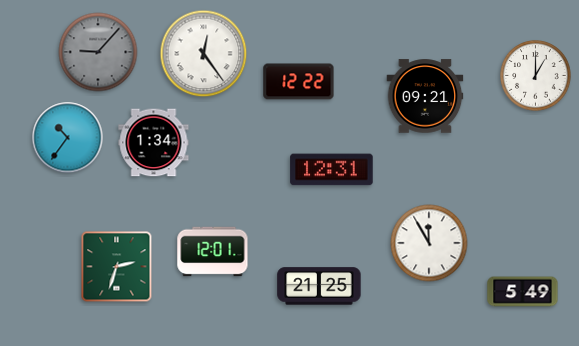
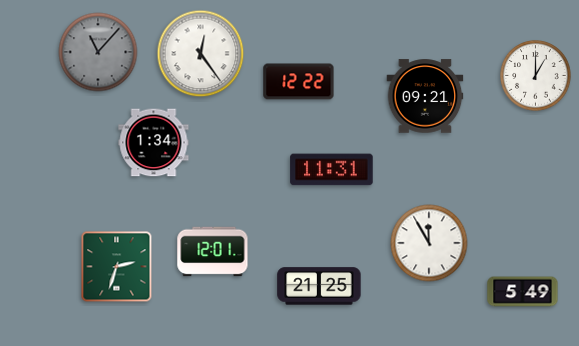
clock at (98, 52): 9:07 -> 11:07
clock at (204, 54) position: (204, 54) -> (201, 54)
clock at (68, 138): 10:36 -> none
clock at (332, 170): 12:31 -> 11:31
